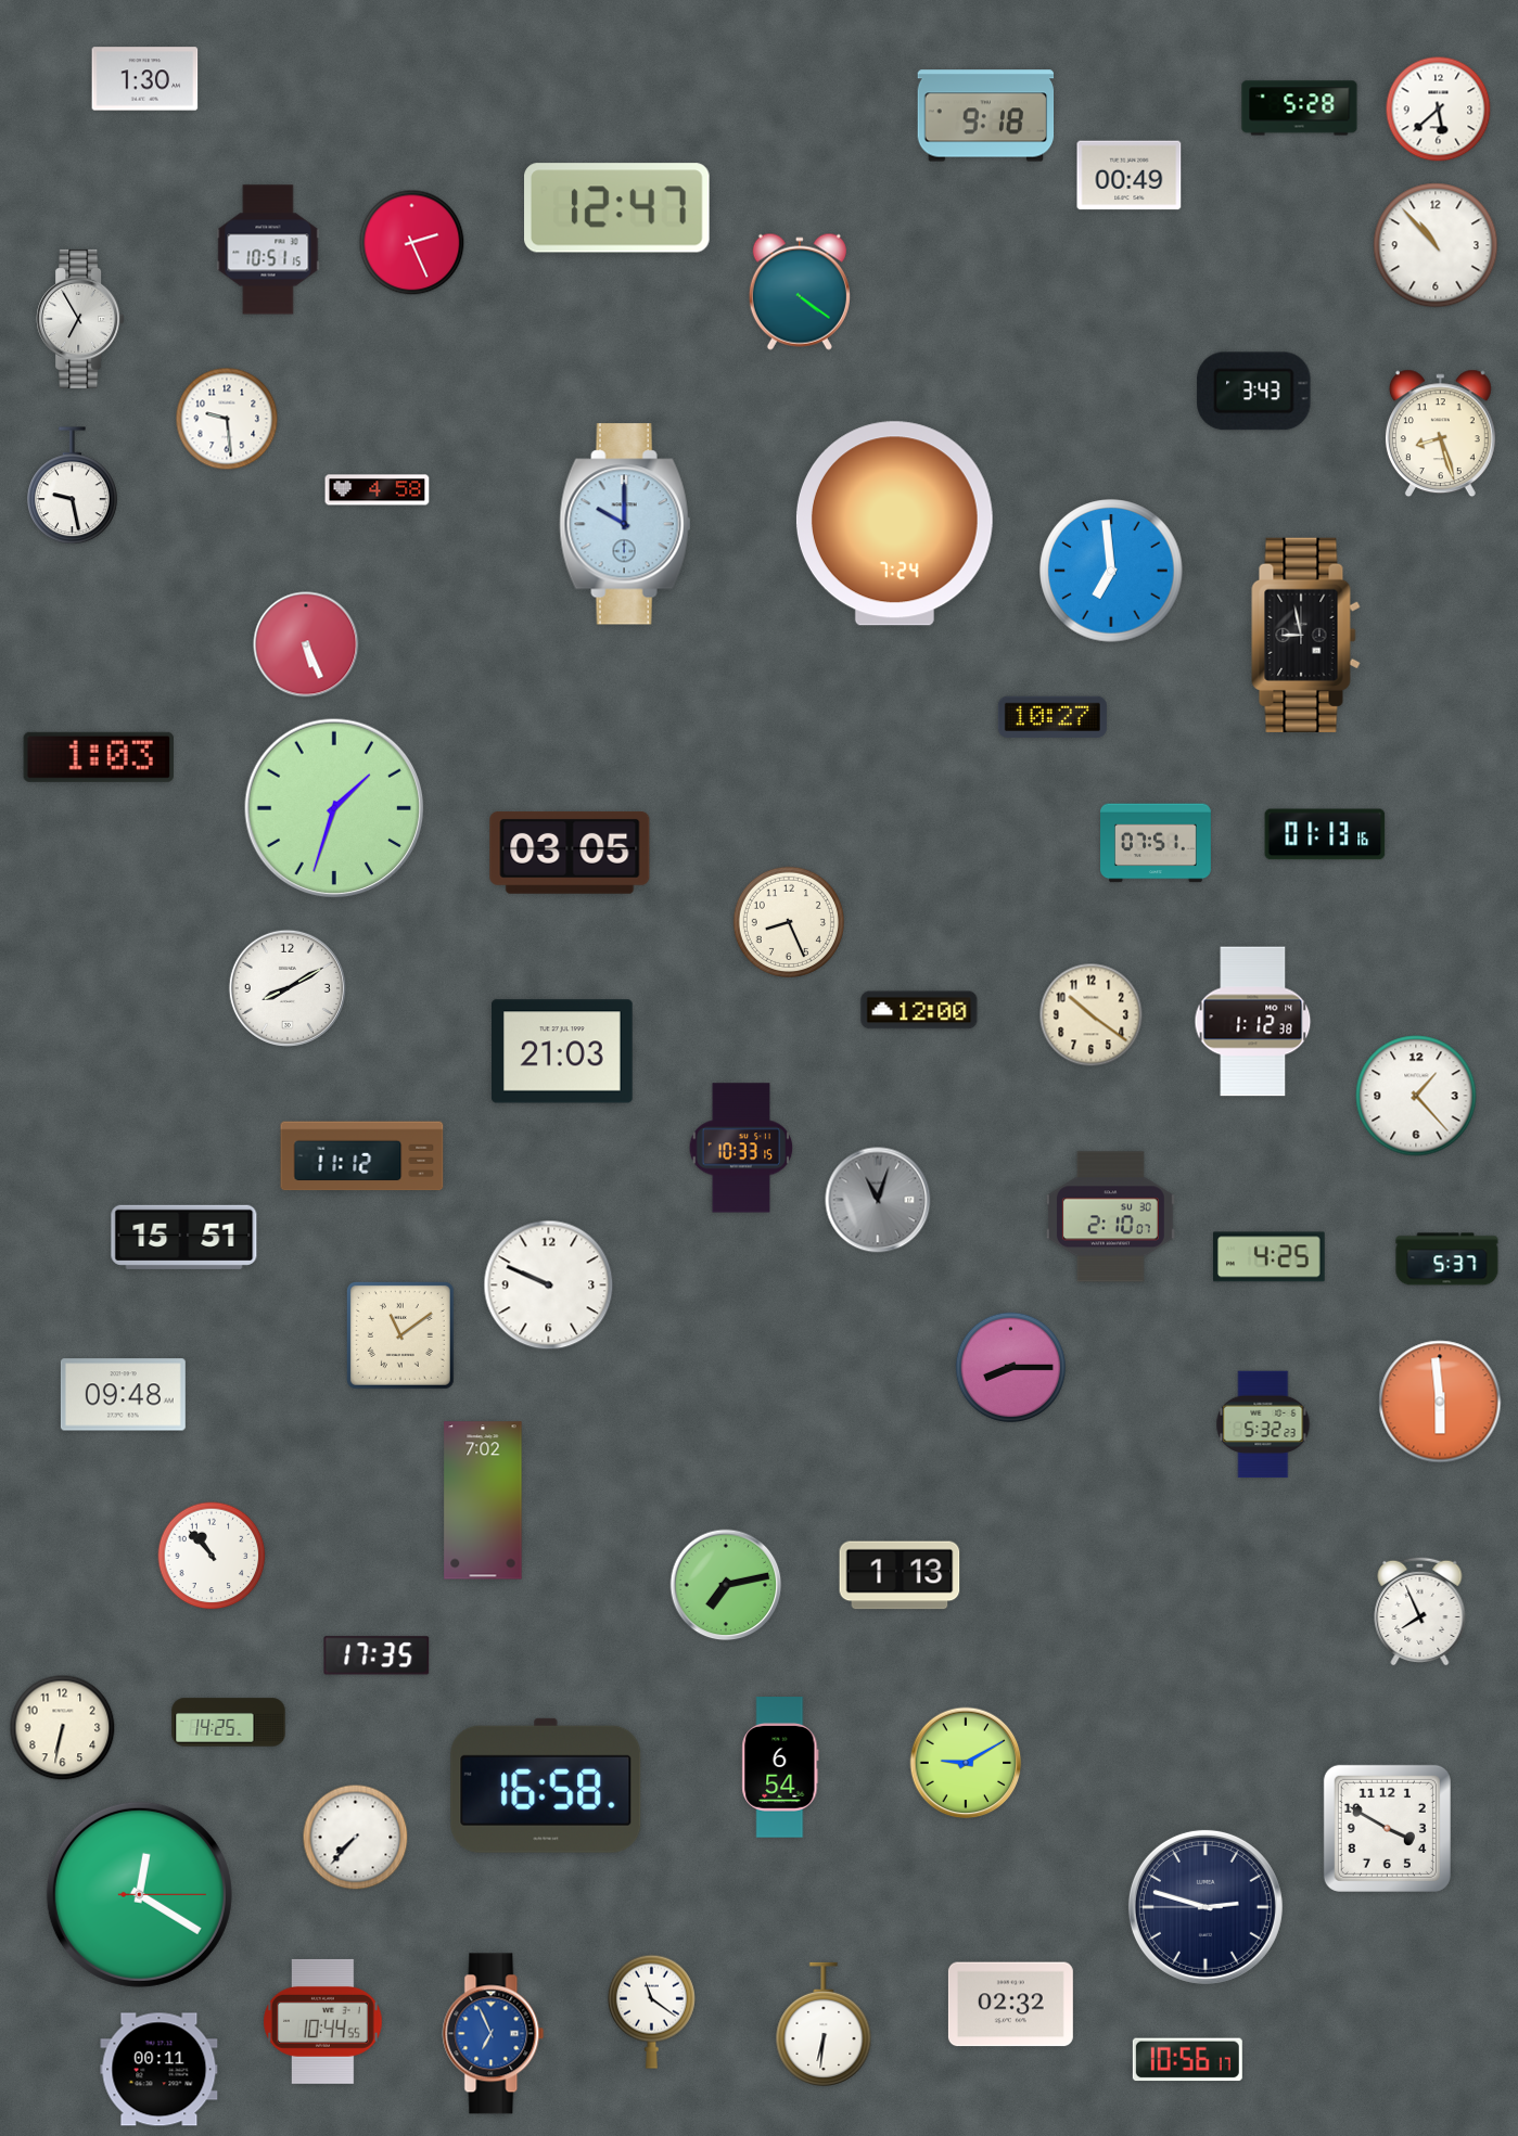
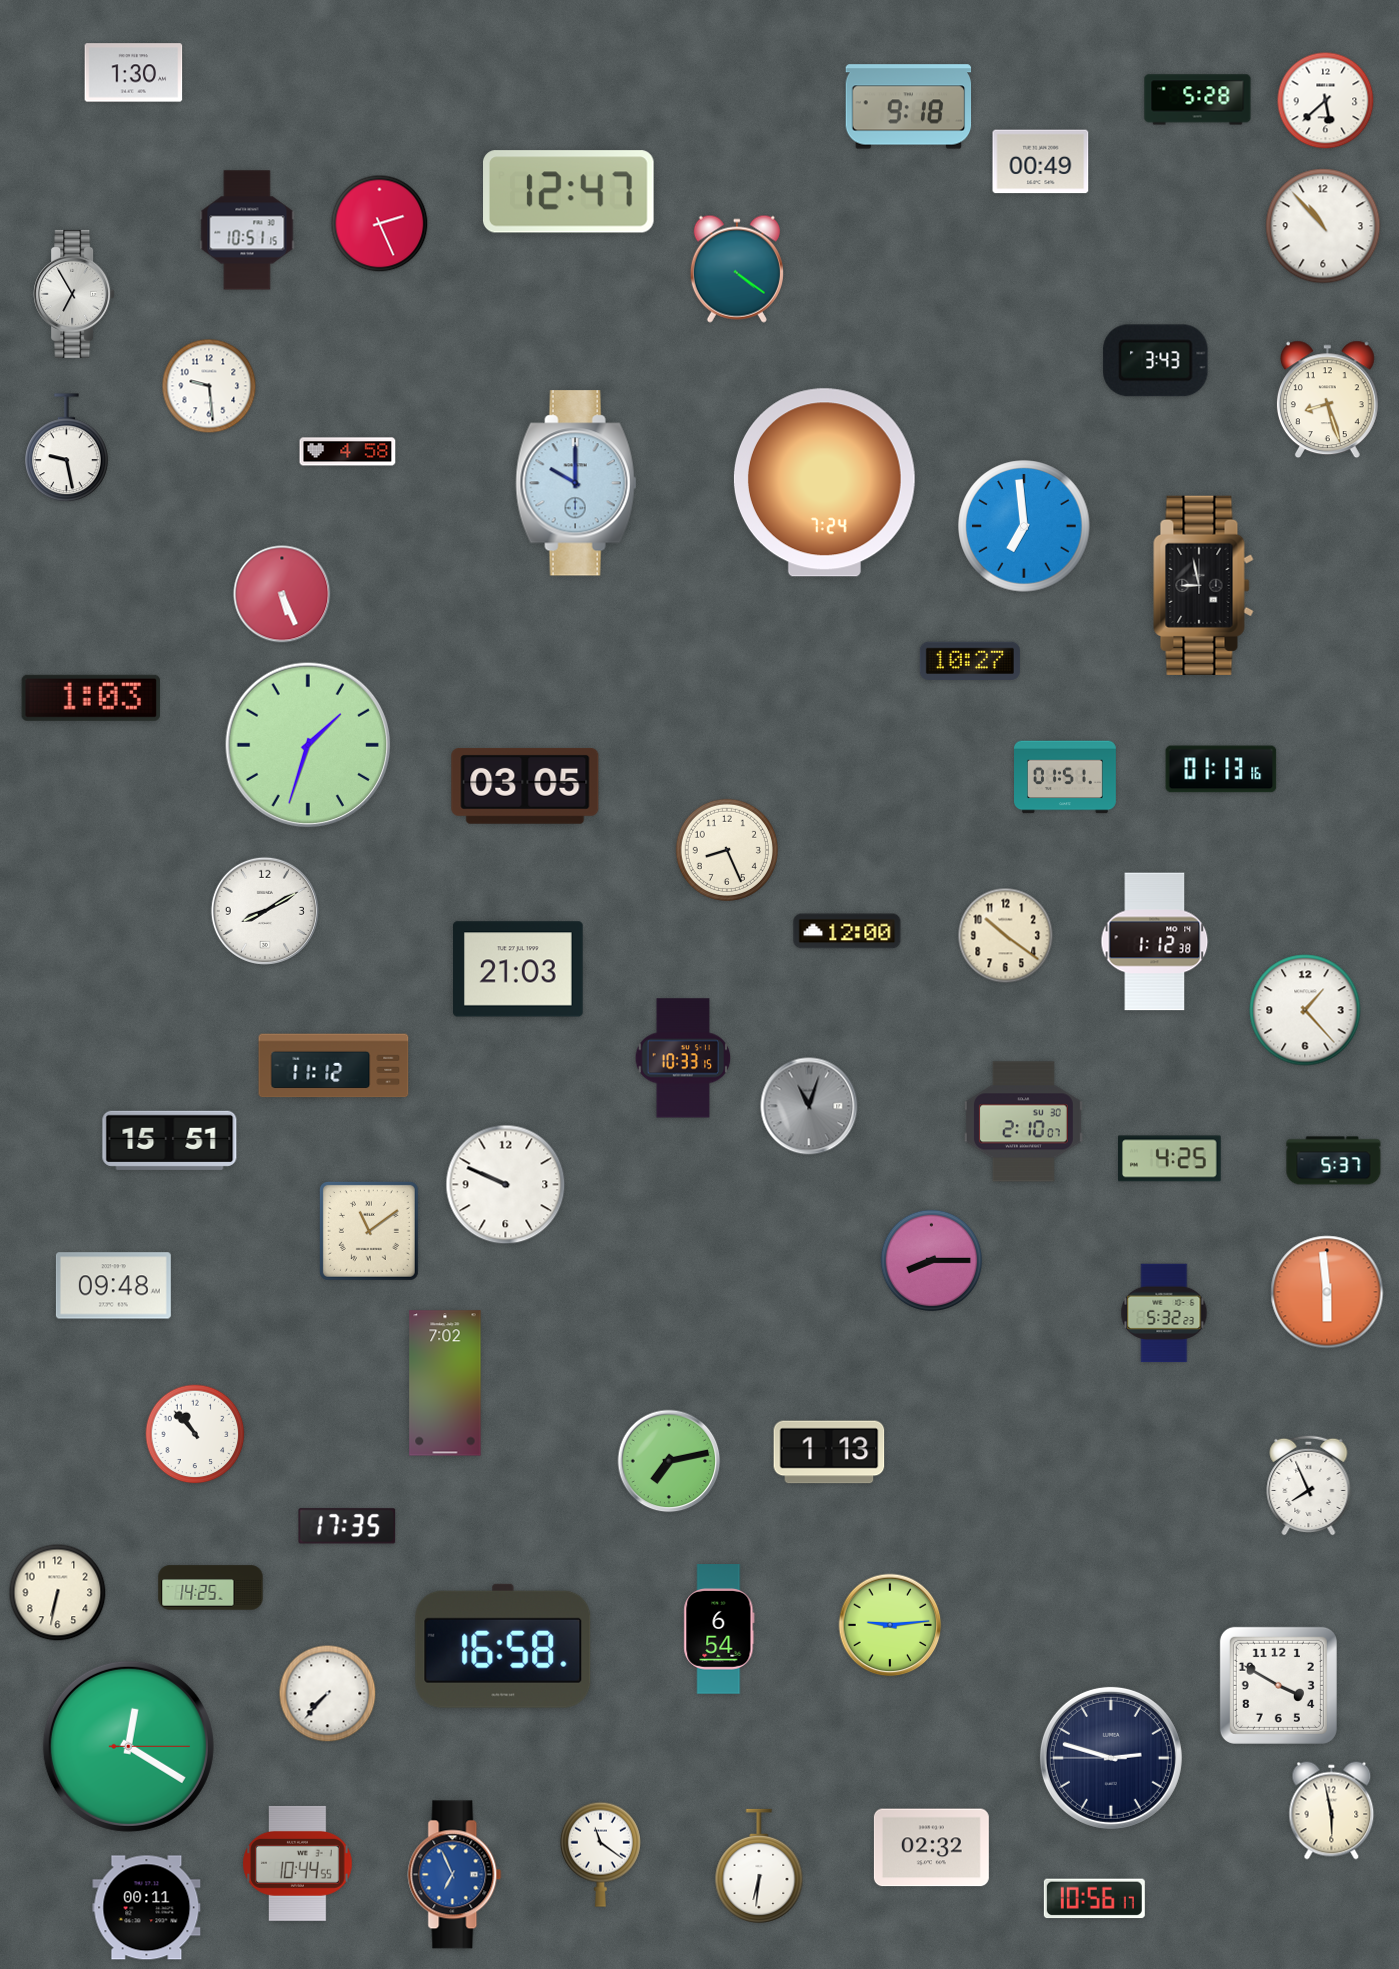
clock at (1157, 843): 07:51 -> 01:51
clock at (966, 1763): 9:10 -> 9:14
clock at (1332, 1811): none -> 5:58
